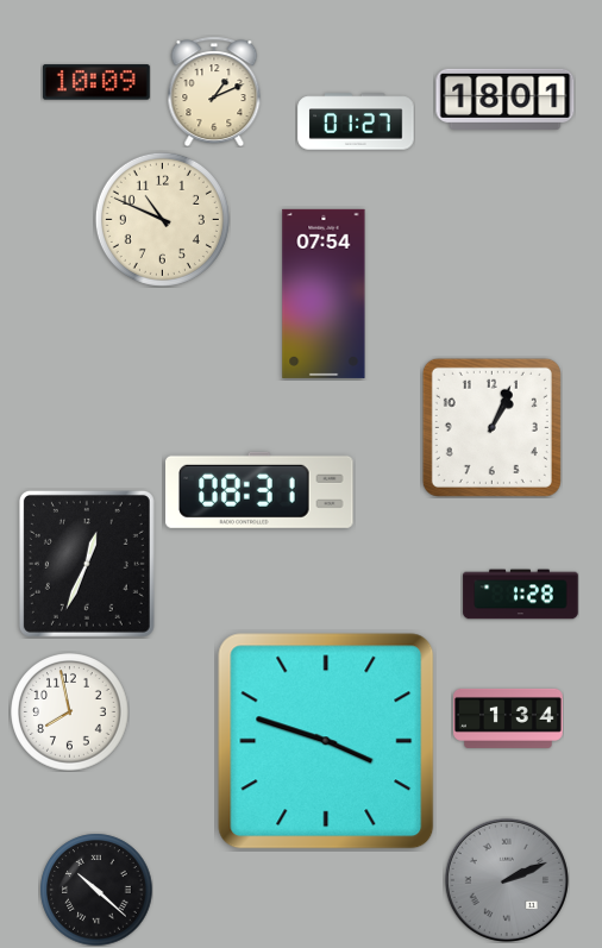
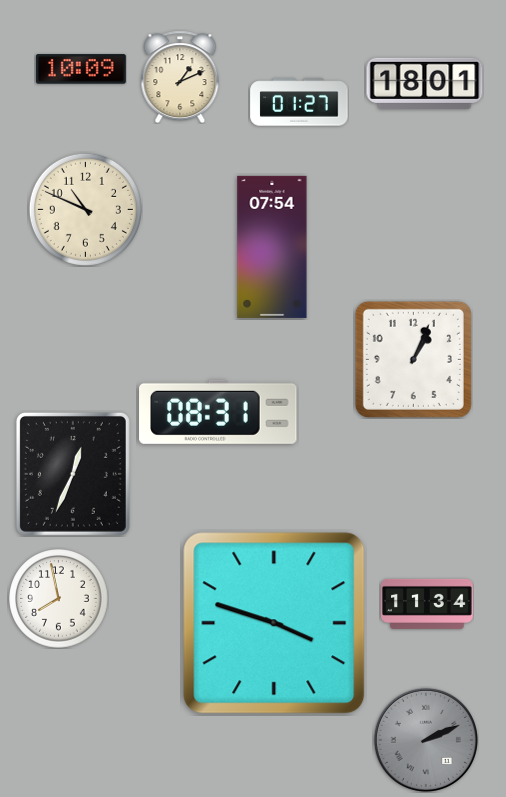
clock at (162, 219) position: (162, 219) -> (85, 209)
clock at (521, 595): 1:28 -> none
clock at (509, 718): 1:34 -> 11:34
clock at (96, 890): 10:22 -> none
